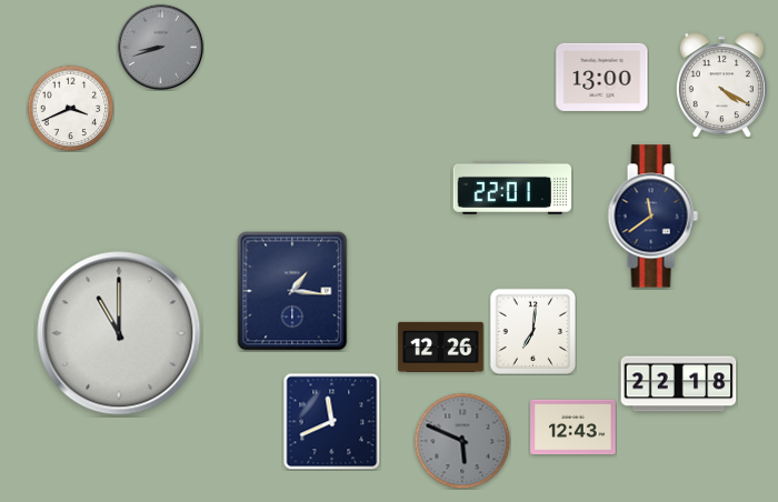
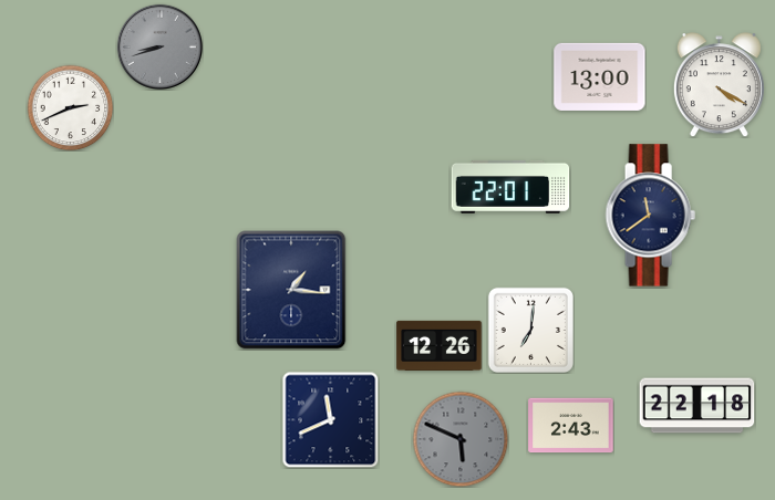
clock at (70, 108): 3:41 -> 2:41
clock at (119, 333): 11:00 -> none
clock at (679, 384) position: (679, 384) -> (697, 406)
clock at (573, 428): 12:43 -> 2:43
